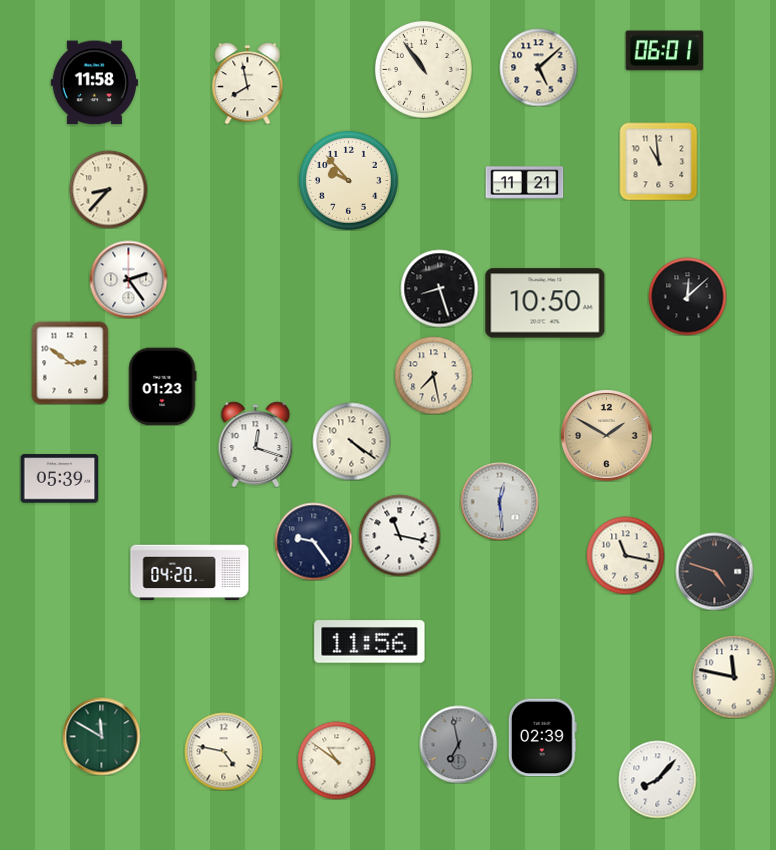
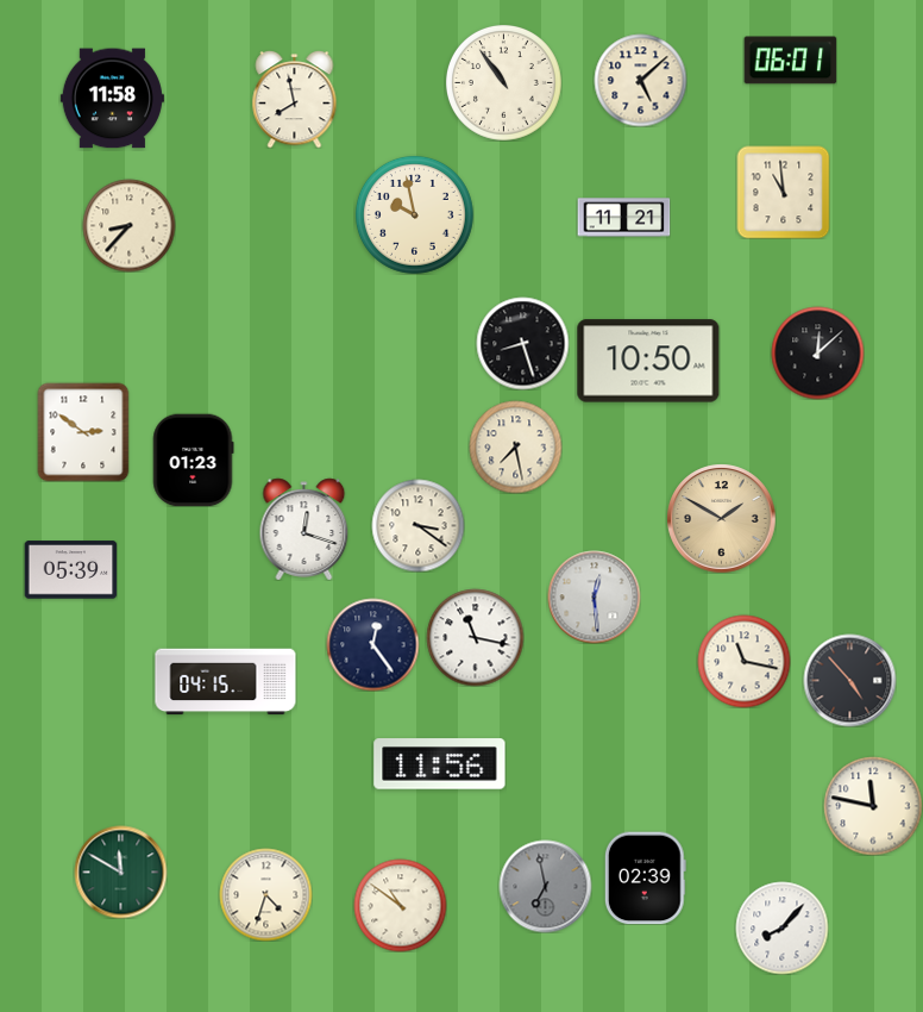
clock at (348, 180): 9:53 -> 9:58
clock at (128, 279): 2:24 -> none
clock at (351, 441): 4:21 -> 3:21
clock at (313, 541): 9:24 -> 12:24
clock at (714, 571): 4:48 -> 4:53
clock at (190, 573): 04:20 -> 04:15
clock at (101, 736) position: (101, 736) -> (120, 872)
clock at (223, 751): 4:47 -> 4:33
